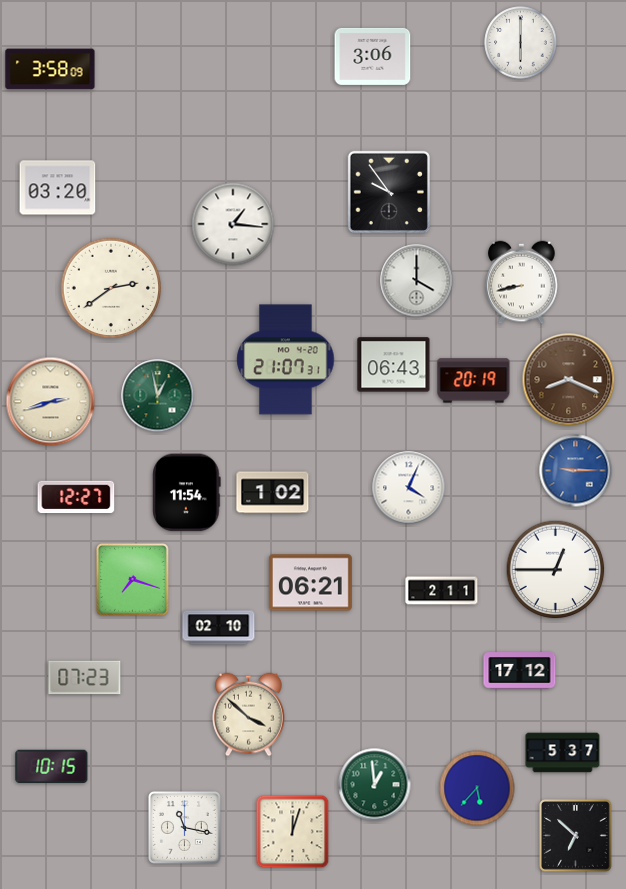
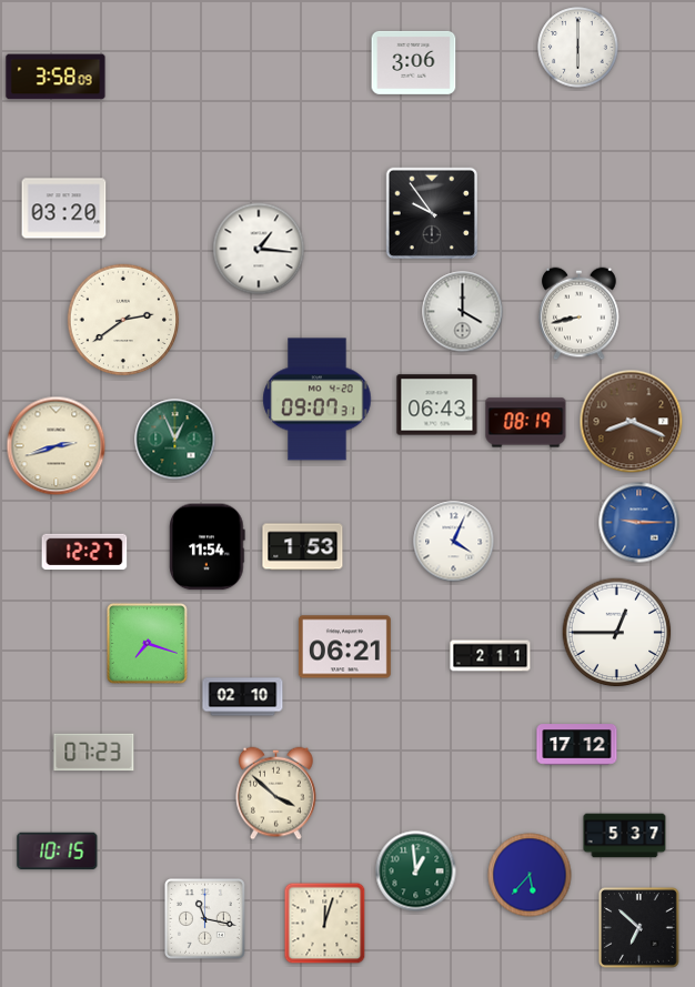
clock at (286, 360): 21:07 -> 09:07
clock at (474, 381): 20:19 -> 08:19
clock at (158, 396): 12:58 -> 12:56
clock at (273, 493): 1:02 -> 1:53
